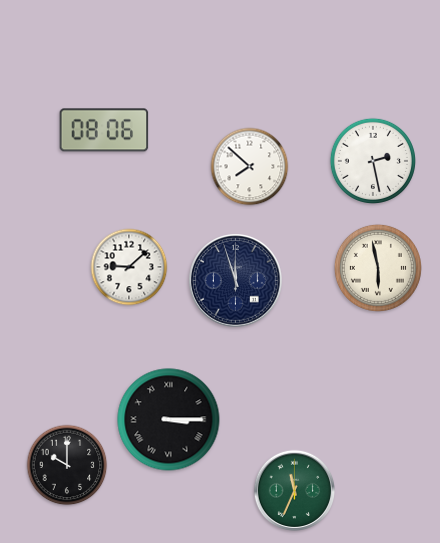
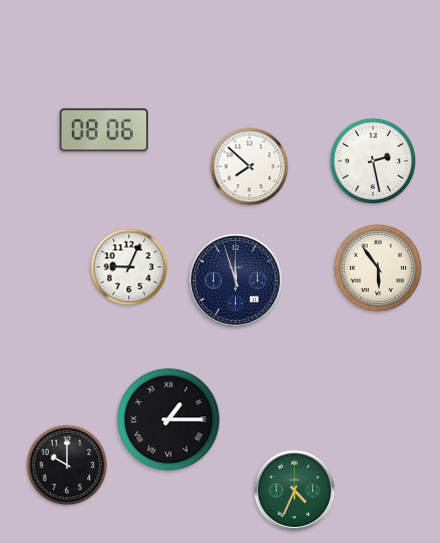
clock at (129, 267): 9:08 -> 9:04
clock at (378, 268): 5:58 -> 5:54
clock at (169, 420): 3:15 -> 1:15
clock at (294, 490): 11:34 -> 4:34
